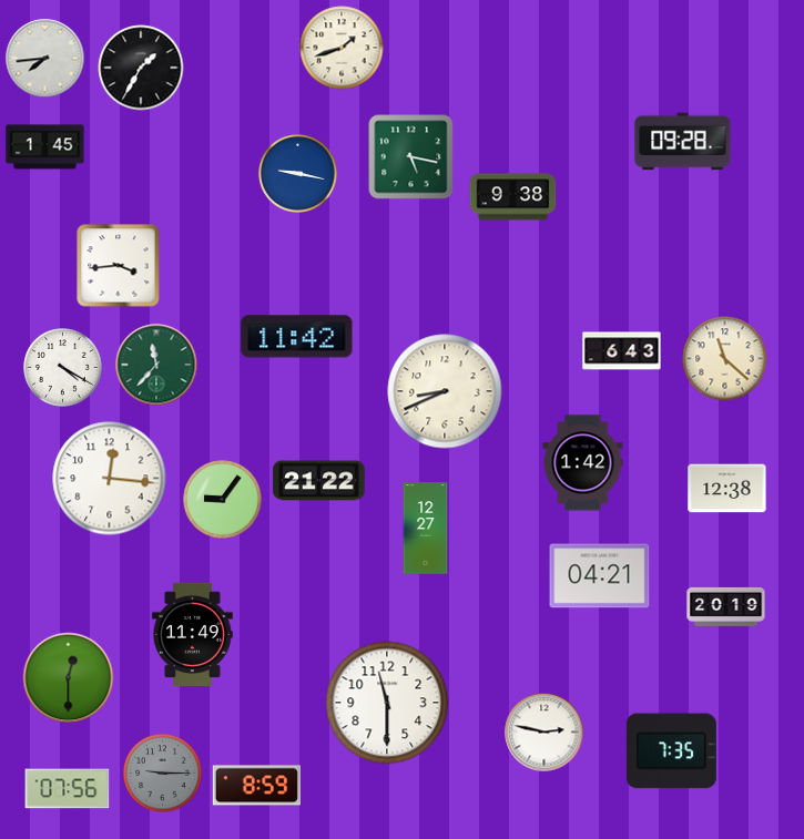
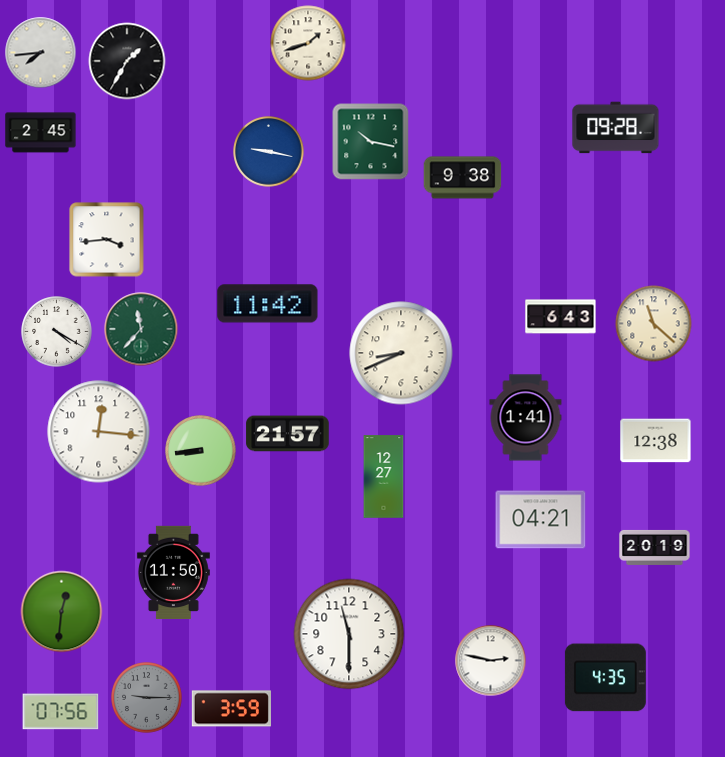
clock at (45, 147): 1:45 -> 2:45
clock at (411, 157): 5:17 -> 10:17
clock at (298, 174) position: (298, 174) -> (269, 152)
clock at (583, 463): 1:42 -> 1:41
clock at (319, 481): 21:22 -> 21:57
clock at (223, 500): 9:06 -> 8:44
clock at (192, 635): 11:49 -> 11:50
clock at (69, 678): 12:30 -> 12:31
clock at (671, 751): 7:35 -> 4:35
clock at (256, 786): 8:59 -> 3:59
